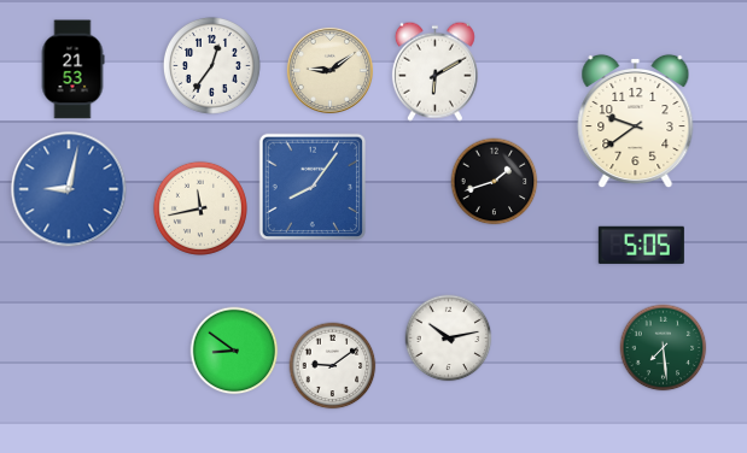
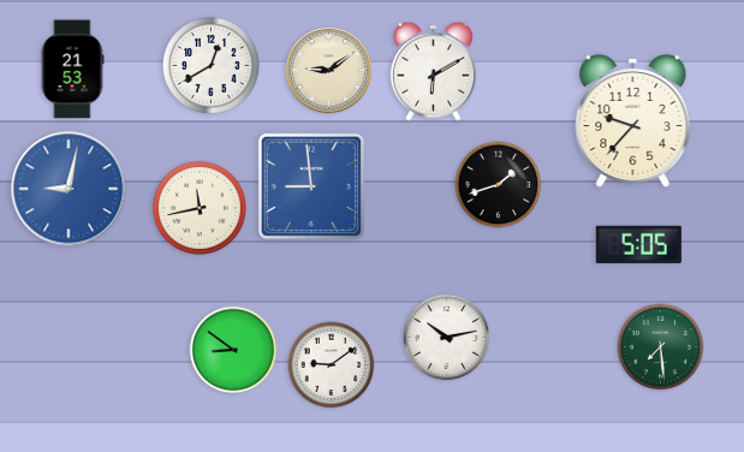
clock at (211, 65): 12:36 -> 12:40
clock at (636, 122): 9:39 -> 9:37
clock at (495, 182) position: (495, 182) -> (499, 185)
clock at (311, 186): 8:06 -> 8:59
